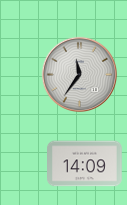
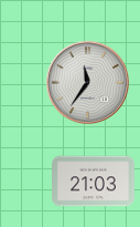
clock at (85, 164): 14:09 -> 21:03
